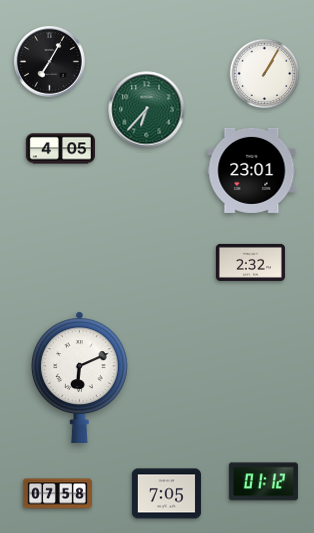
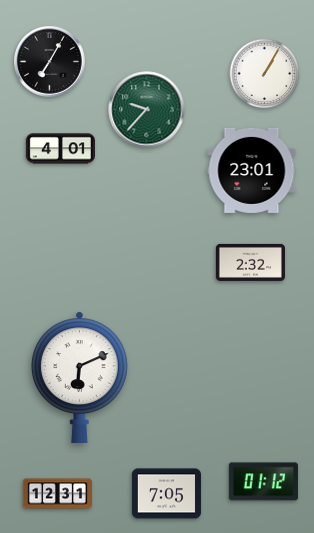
clock at (147, 110): 6:37 -> 9:37
clock at (60, 149): 4:05 -> 4:01
clock at (57, 494): 07:58 -> 12:31
